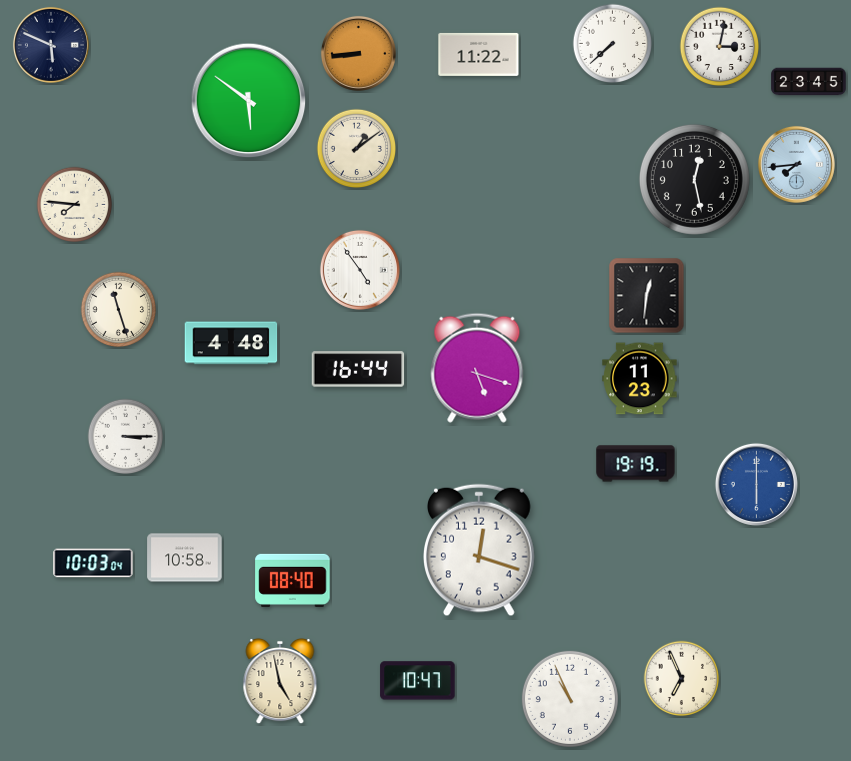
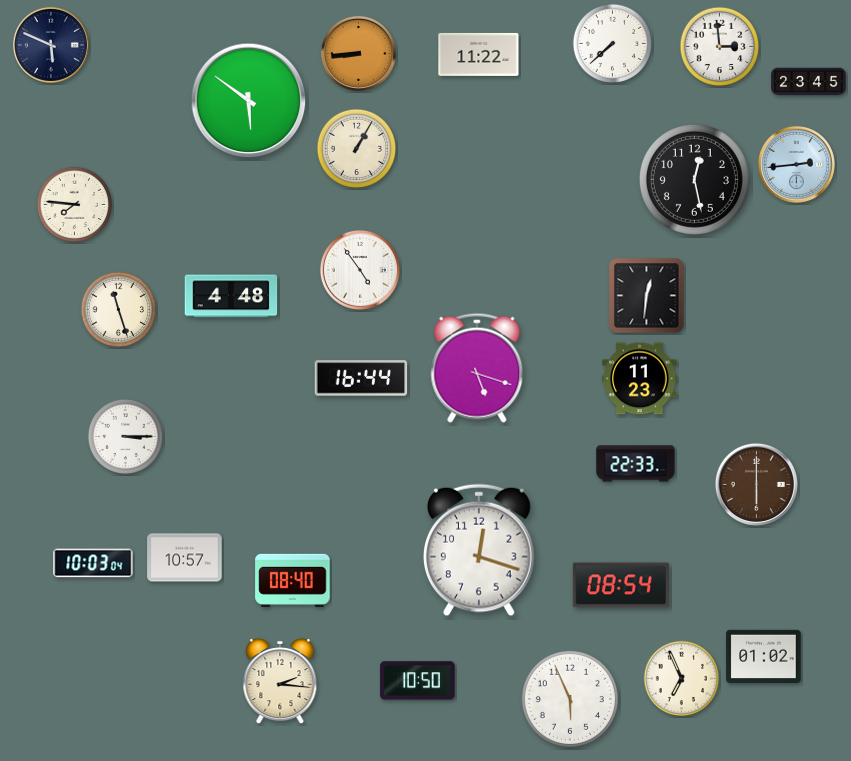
clock at (720, 47): 3:02 -> 2:59
clock at (357, 149): 1:09 -> 1:05
clock at (796, 164): 7:44 -> 2:44
clock at (231, 343) position: (231, 343) -> (231, 296)
clock at (358, 369) position: (358, 369) -> (361, 378)
clock at (636, 464): 19:19 -> 22:33
clock at (756, 484) dial: blue -> brown
clock at (185, 558): 10:58 -> 10:57
clock at (621, 585): none -> 08:54
clock at (764, 656): none -> 01:02
clock at (280, 681): 4:58 -> 2:16
clock at (418, 681): 10:47 -> 10:50
clock at (570, 699): 10:56 -> 5:56
